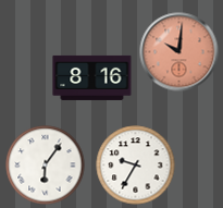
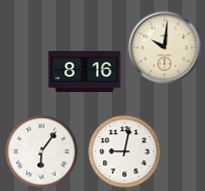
clock at (179, 52) dial: salmon -> cream
clock at (136, 166): 9:35 -> 9:02
